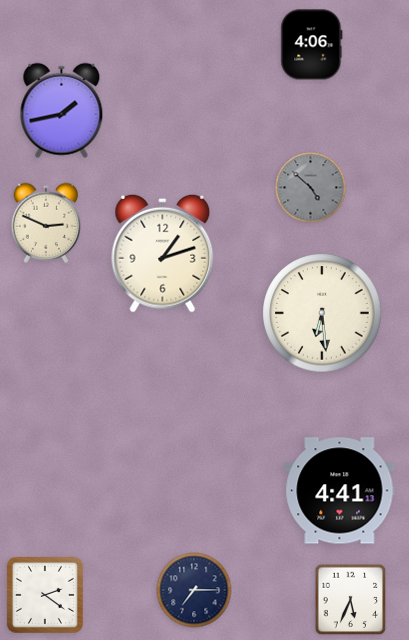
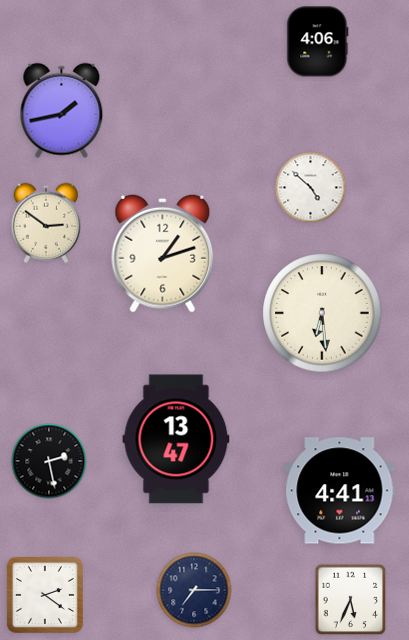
clock at (312, 45) position: (312, 45) -> (318, 42)
clock at (311, 188) dial: grey -> white
clock at (46, 223): 2:49 -> 2:51
clock at (176, 439): none -> 13:47
clock at (49, 461): none -> 2:28
